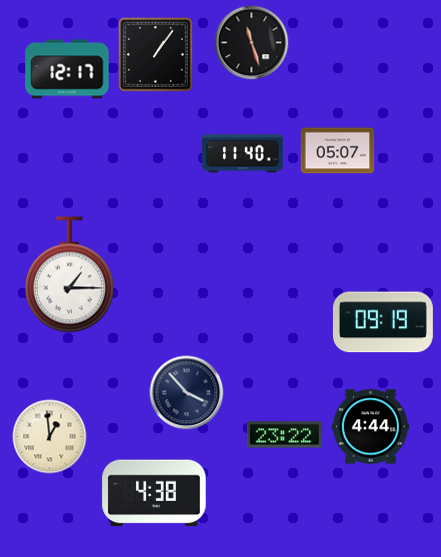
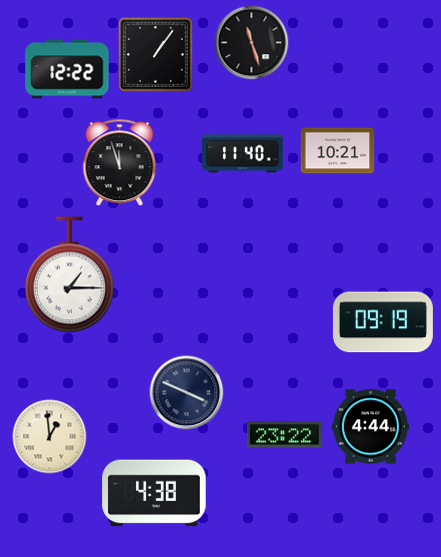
clock at (67, 69): 12:17 -> 12:22
clock at (338, 151): 05:07 -> 10:21
clock at (120, 163): none -> 11:57
clock at (187, 393): 3:53 -> 3:49
